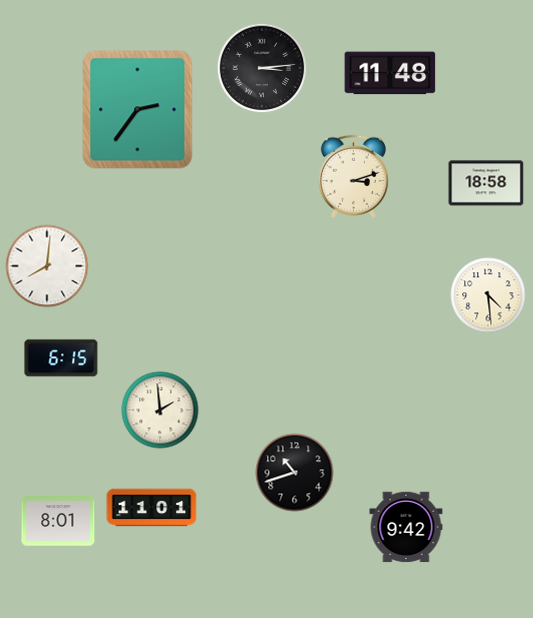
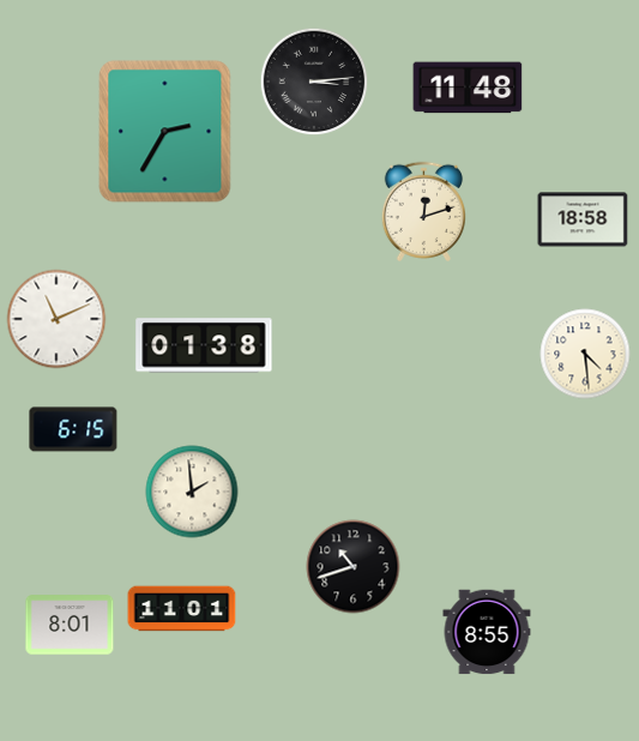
clock at (138, 110): 2:36 -> 2:35
clock at (353, 176): 3:12 -> 12:12
clock at (47, 266): 8:01 -> 11:11
clock at (204, 345): none -> 01:38
clock at (406, 527): 9:42 -> 8:55
